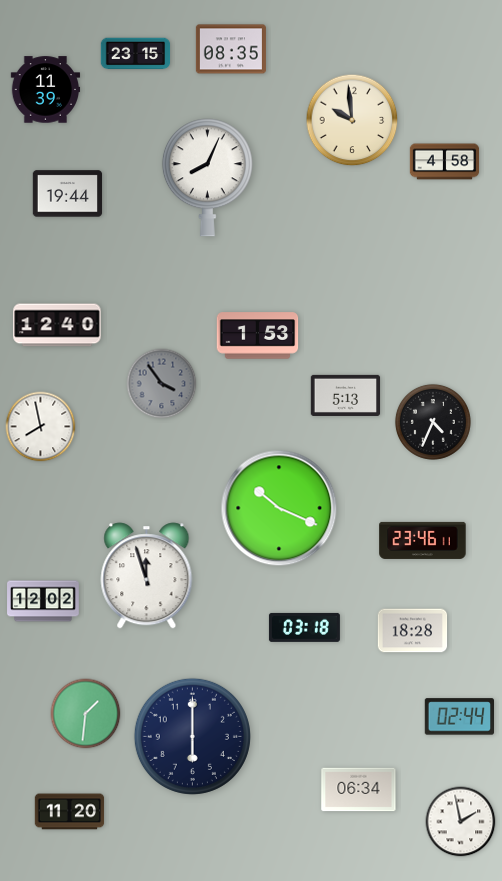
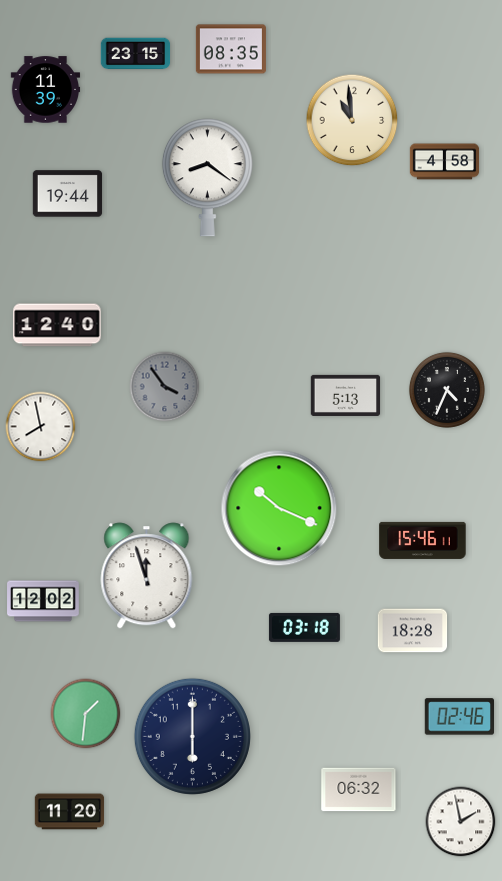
clock at (352, 120): 9:59 -> 10:59
clock at (207, 178): 8:04 -> 8:21
clock at (258, 336): 1:53 -> none
clock at (162, 384) position: (162, 384) -> (165, 387)
clock at (433, 422) position: (433, 422) -> (447, 390)
clock at (423, 540): 23:46 -> 15:46
clock at (459, 717): 02:44 -> 02:46
clock at (359, 790): 06:34 -> 06:32
